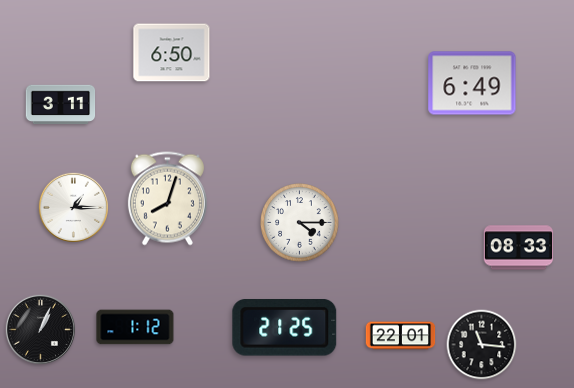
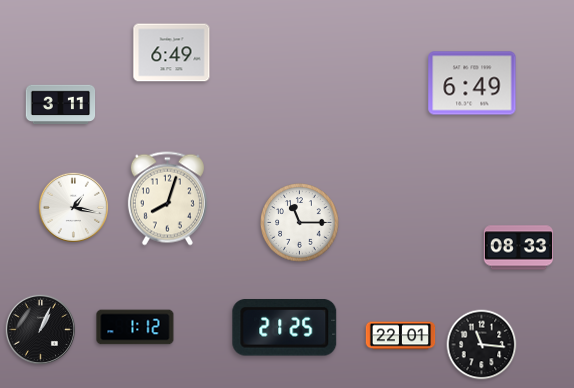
clock at (172, 53): 6:50 -> 6:49
clock at (73, 207): 1:15 -> 1:17
clock at (300, 223): 4:15 -> 11:15
